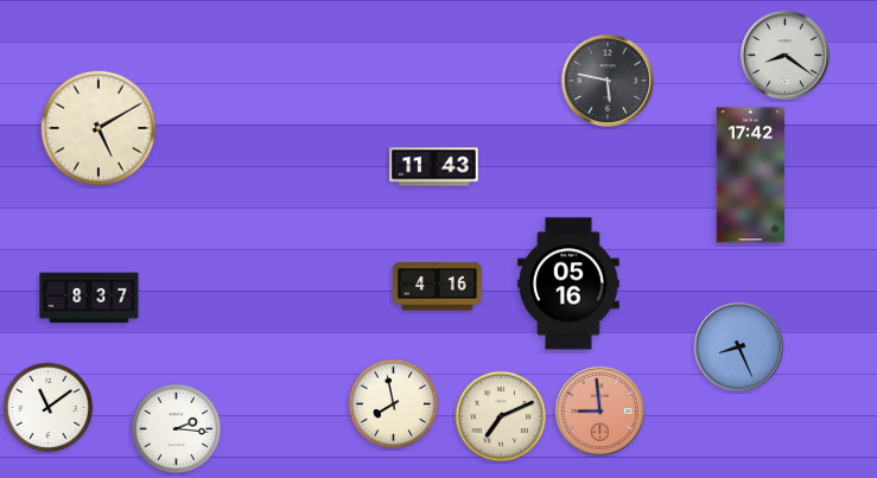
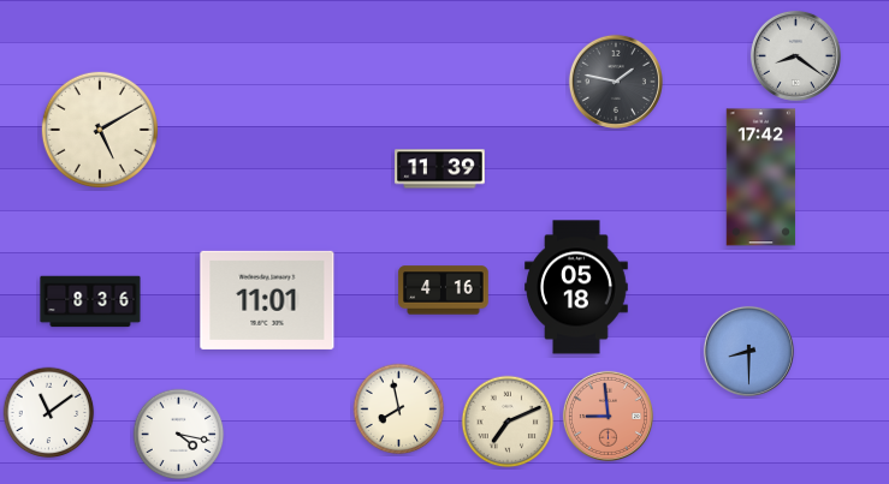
clock at (608, 81): 5:47 -> 1:47
clock at (434, 167): 11:43 -> 11:39
clock at (568, 283): 05:16 -> 05:18
clock at (267, 300): none -> 11:01
clock at (89, 298): 8:37 -> 8:36
clock at (738, 346): 8:26 -> 8:30
clock at (177, 429): 2:16 -> 4:17
